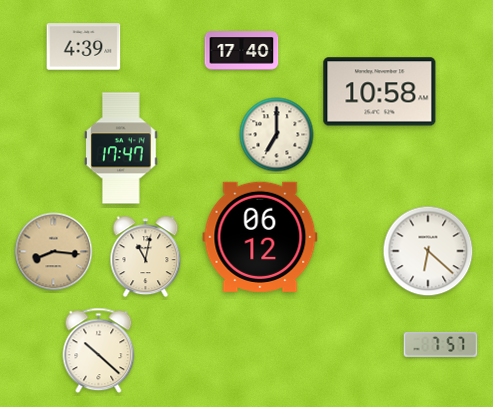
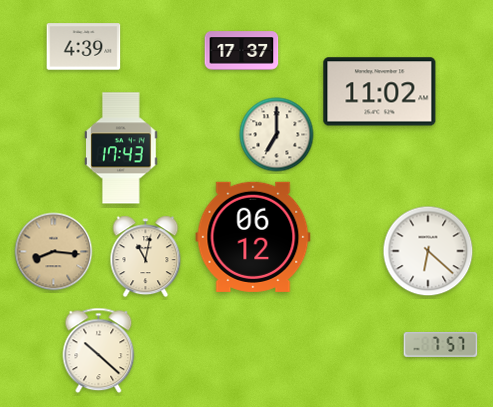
clock at (242, 51): 17:40 -> 17:37
clock at (380, 92): 10:58 -> 11:02
clock at (121, 148): 17:47 -> 17:43
clock at (260, 237) position: (260, 237) -> (253, 237)
